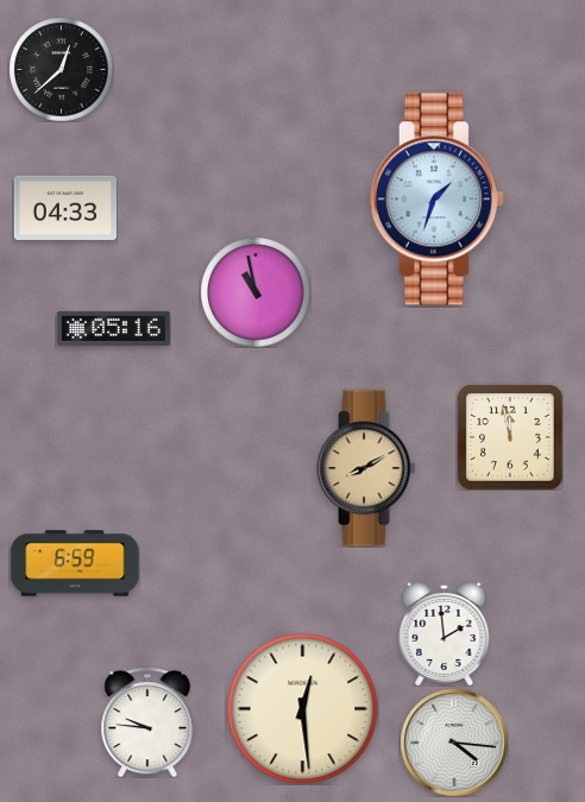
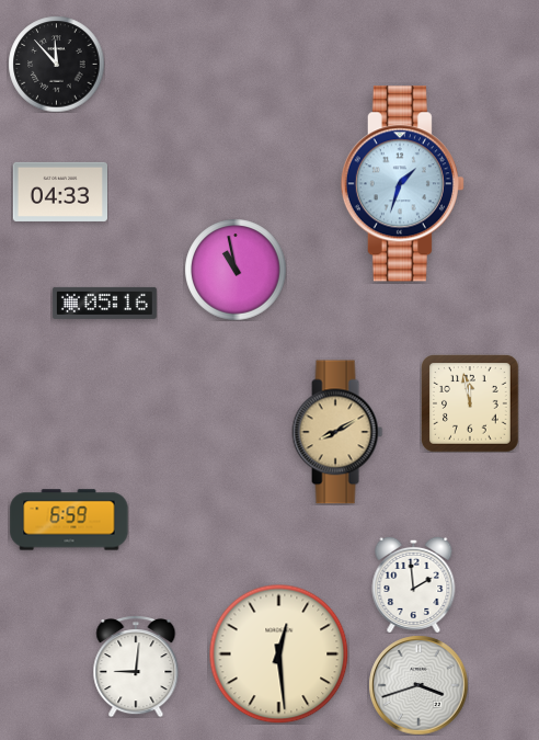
clock at (61, 69): 12:38 -> 11:53
clock at (445, 633) position: (445, 633) -> (414, 584)
clock at (147, 722): 9:46 -> 9:01
clock at (454, 743): 4:16 -> 3:42
